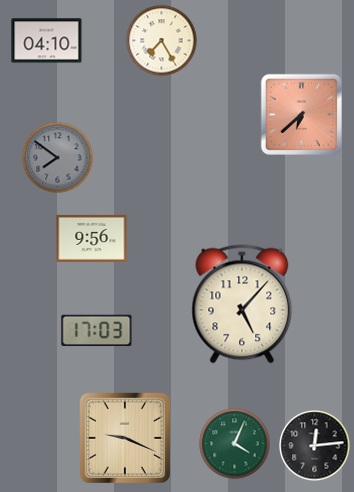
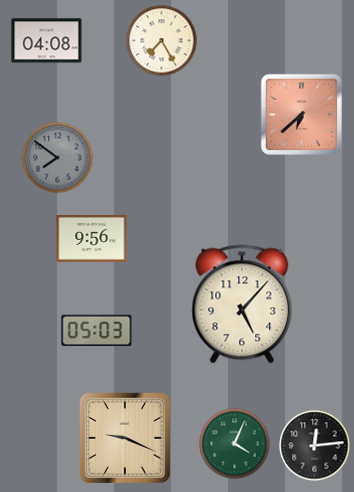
clock at (47, 41): 04:10 -> 04:08
clock at (97, 331): 17:03 -> 05:03
